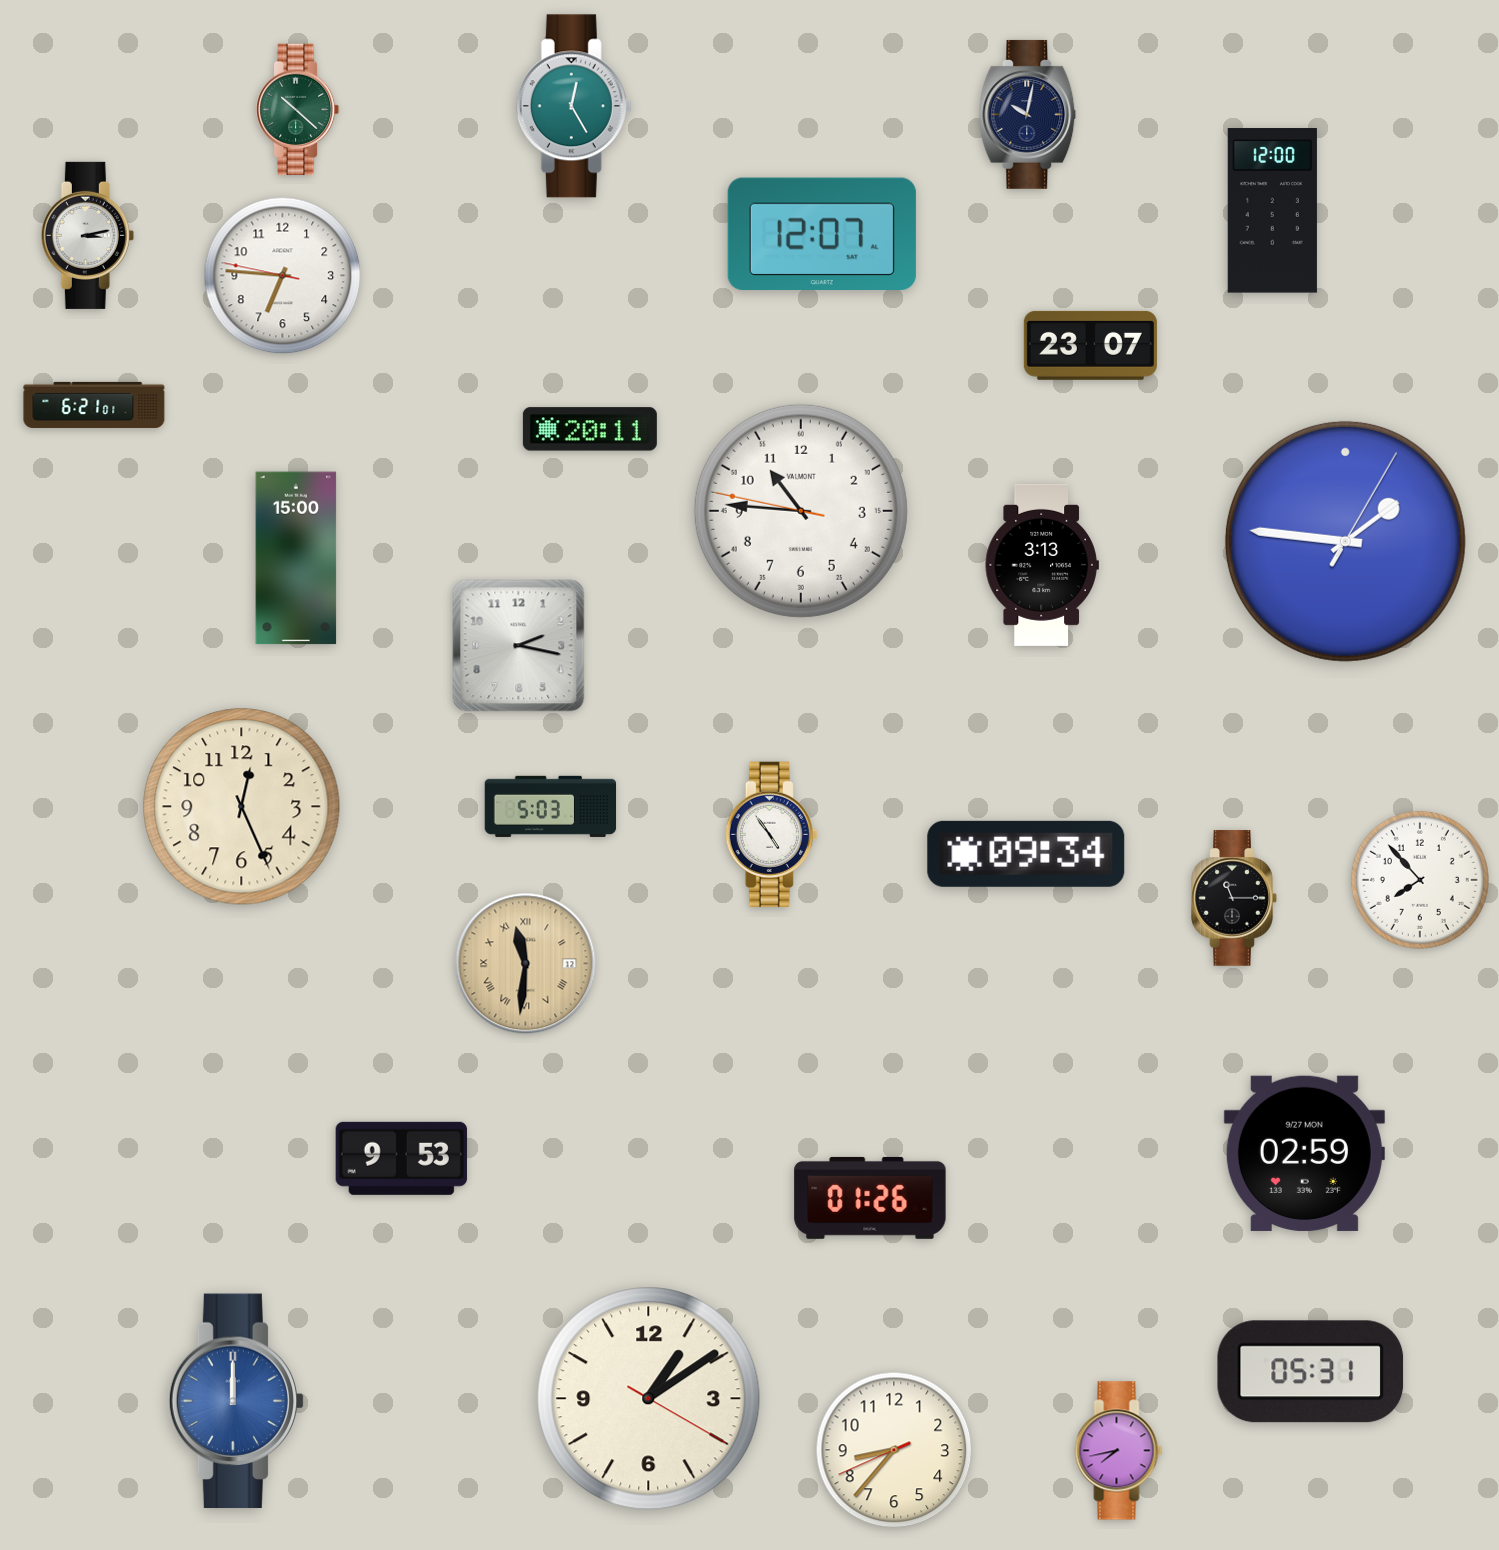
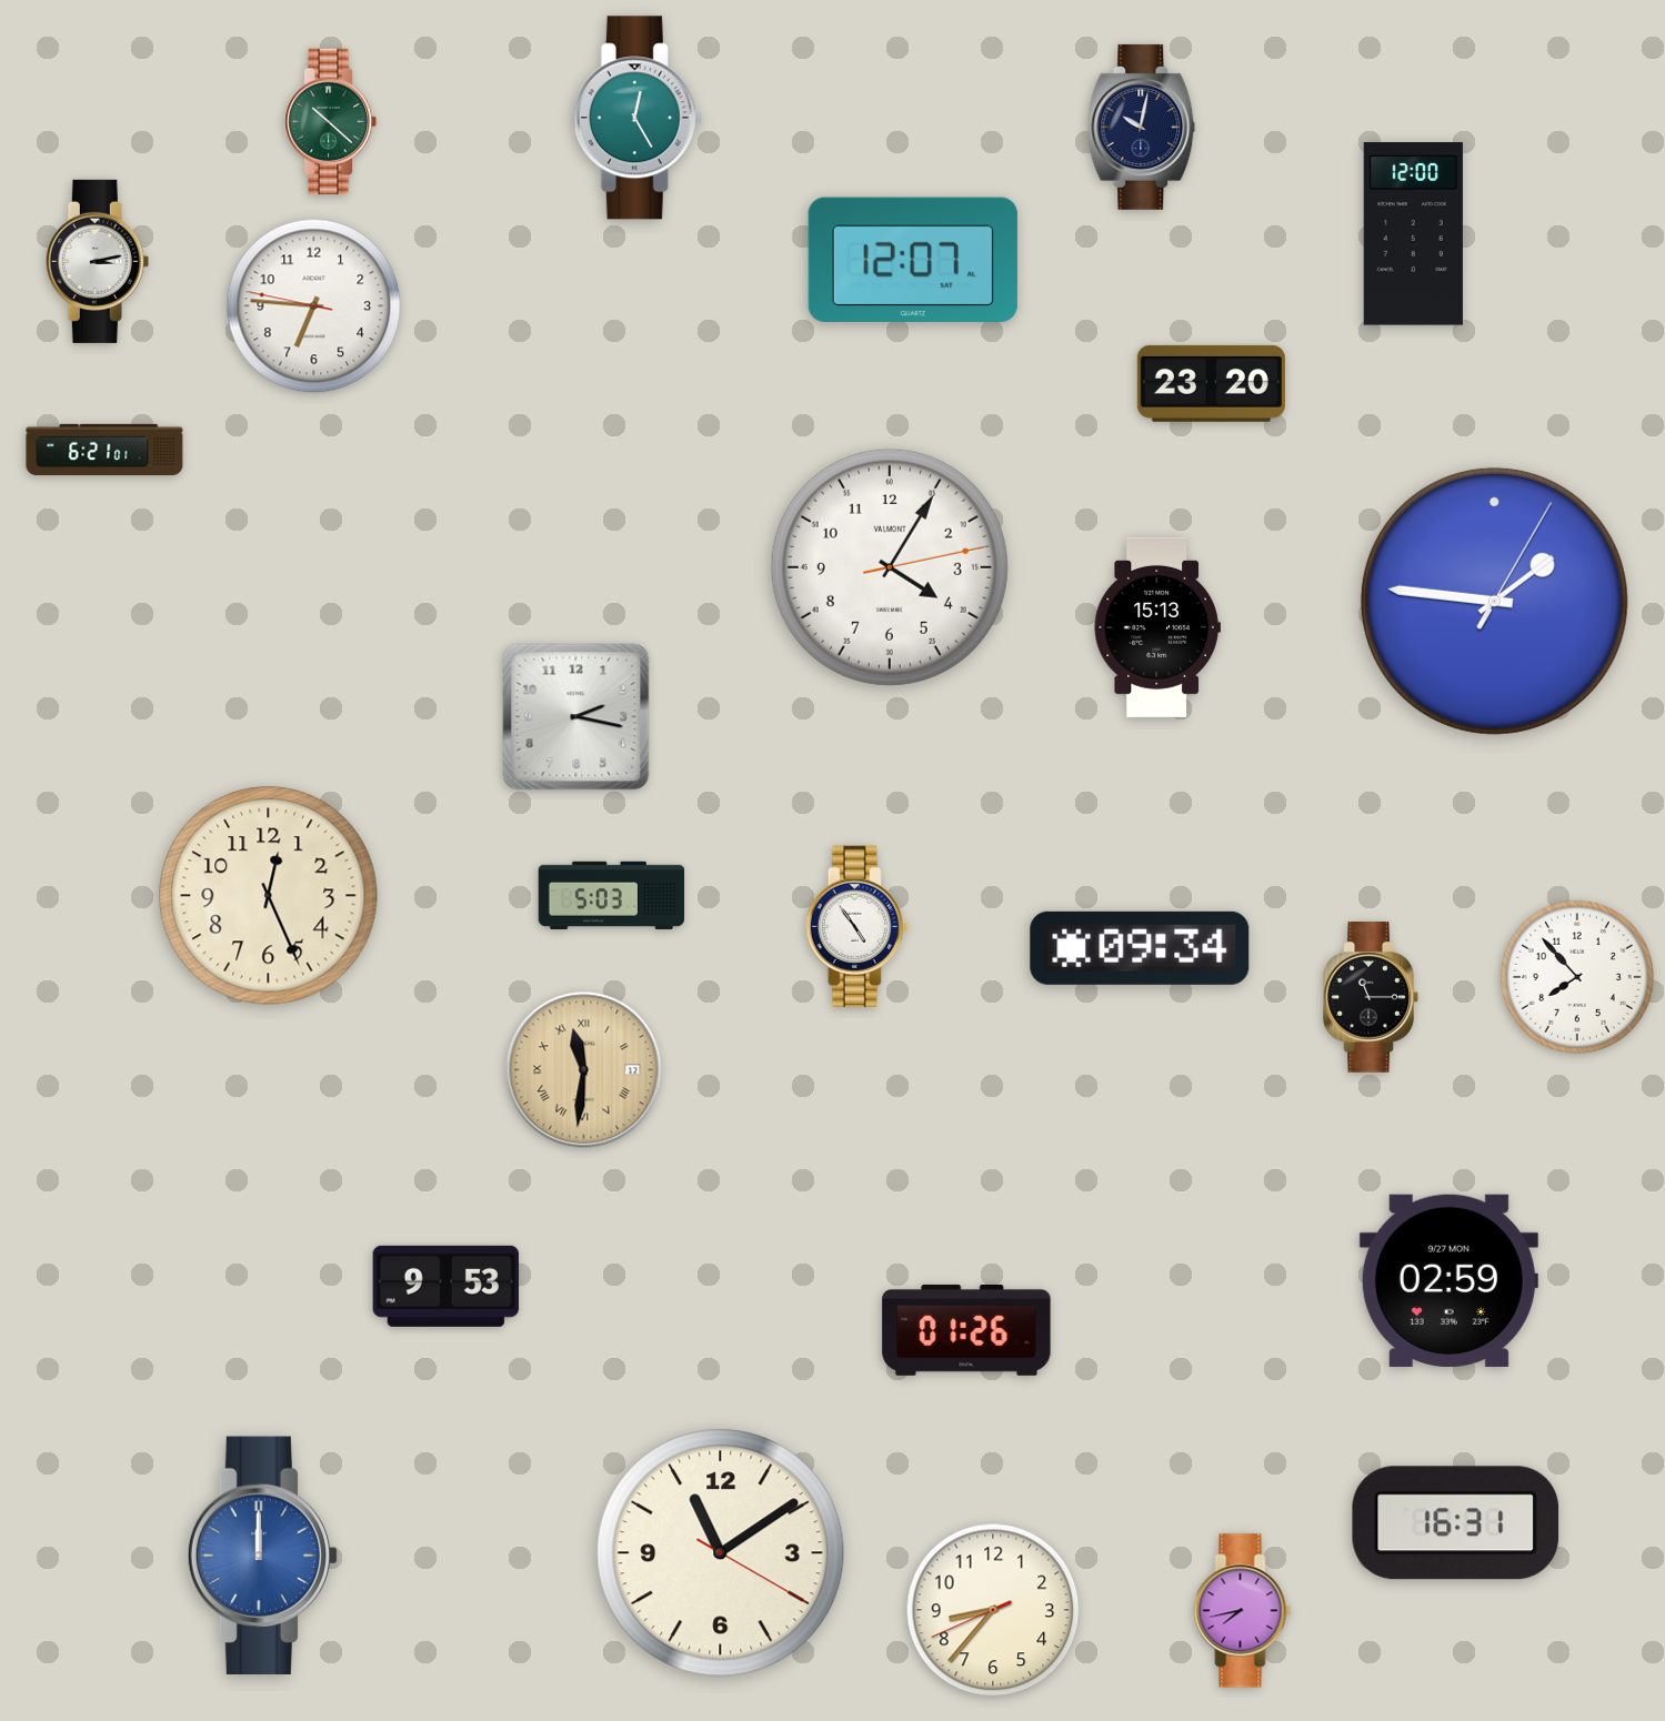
clock at (1090, 345): 23:07 -> 23:20
clock at (590, 429): 20:11 -> none
clock at (801, 511): 10:45 -> 4:05
clock at (296, 558): 15:00 -> none
clock at (1042, 565): 3:13 -> 15:13
clock at (1311, 1372): 05:31 -> 16:31
clock at (649, 1399): 1:09 -> 11:09
